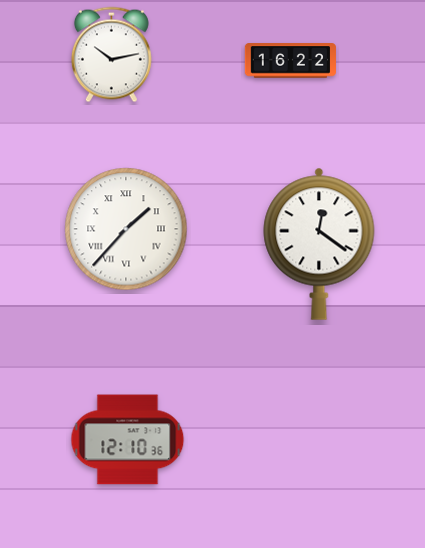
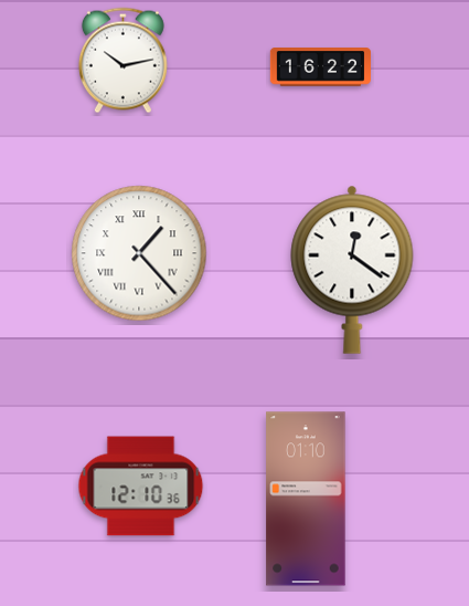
clock at (126, 229): 1:37 -> 1:23
clock at (306, 499): none -> 01:10
